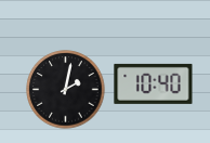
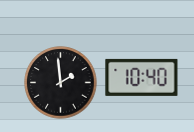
clock at (66, 90): 2:02 -> 1:59
